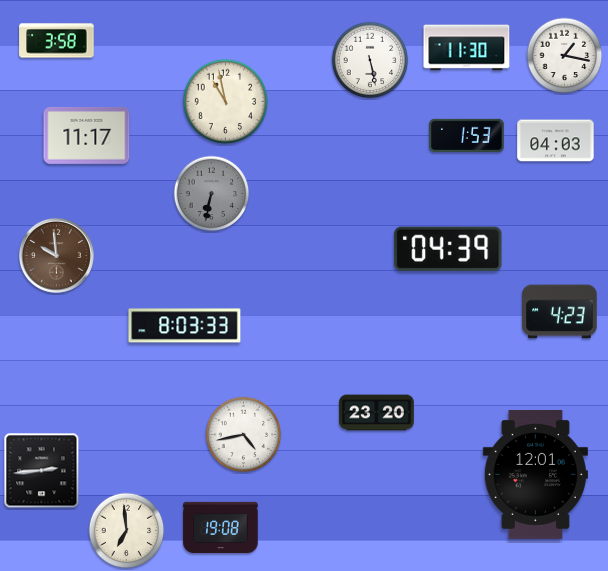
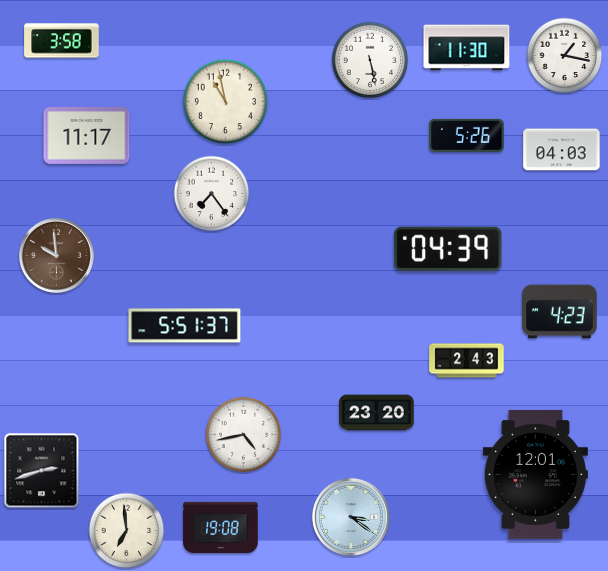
clock at (57, 41) position: (57, 41) -> (62, 41)
clock at (467, 135): 1:53 -> 5:26
clock at (556, 141) position: (556, 141) -> (562, 150)
clock at (212, 194): 6:32 -> 7:24
clock at (212, 194) dial: grey -> white
clock at (185, 326): 8:03 -> 5:51
clock at (467, 361): none -> 2:43
clock at (42, 471): 2:44 -> 2:42
clock at (351, 517): none -> 3:21
